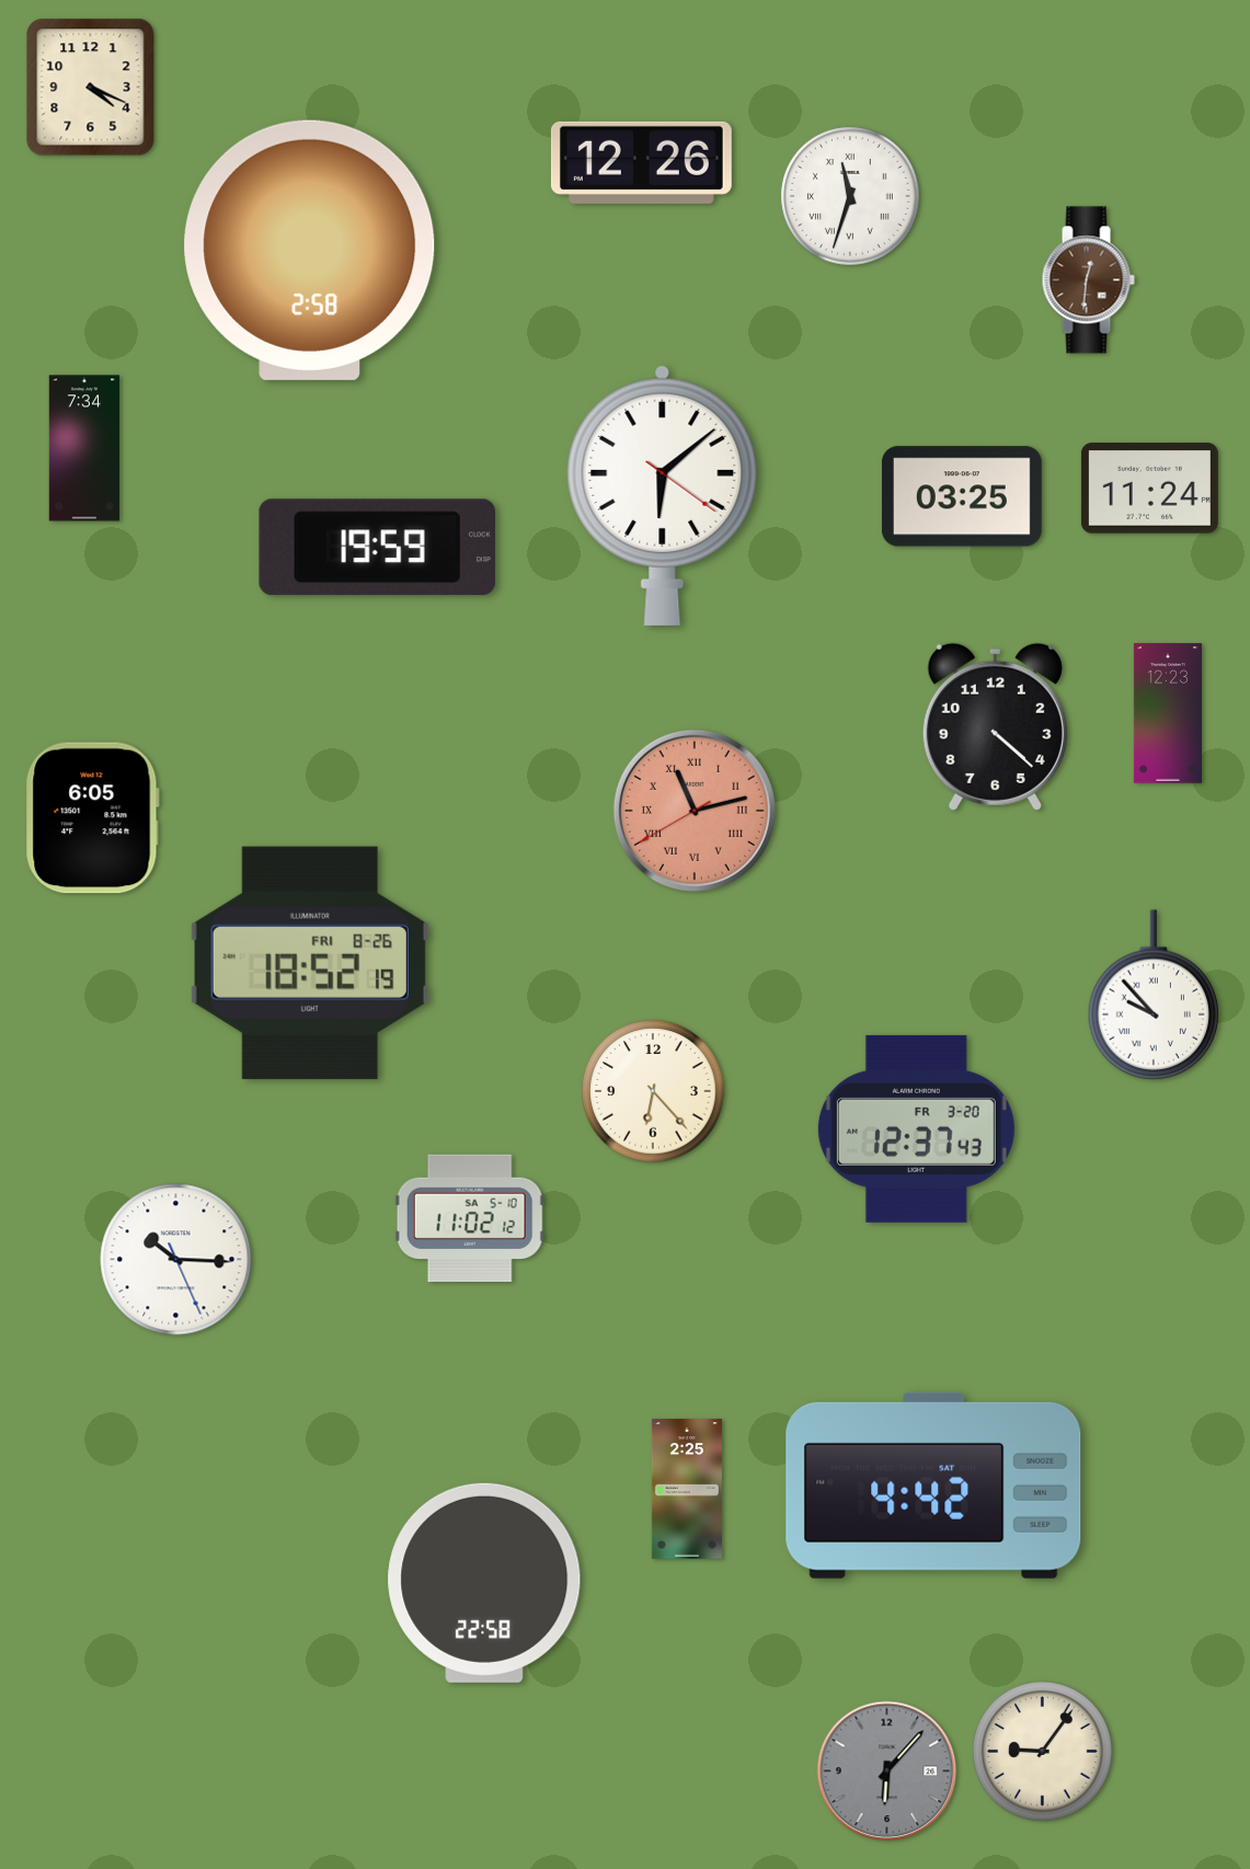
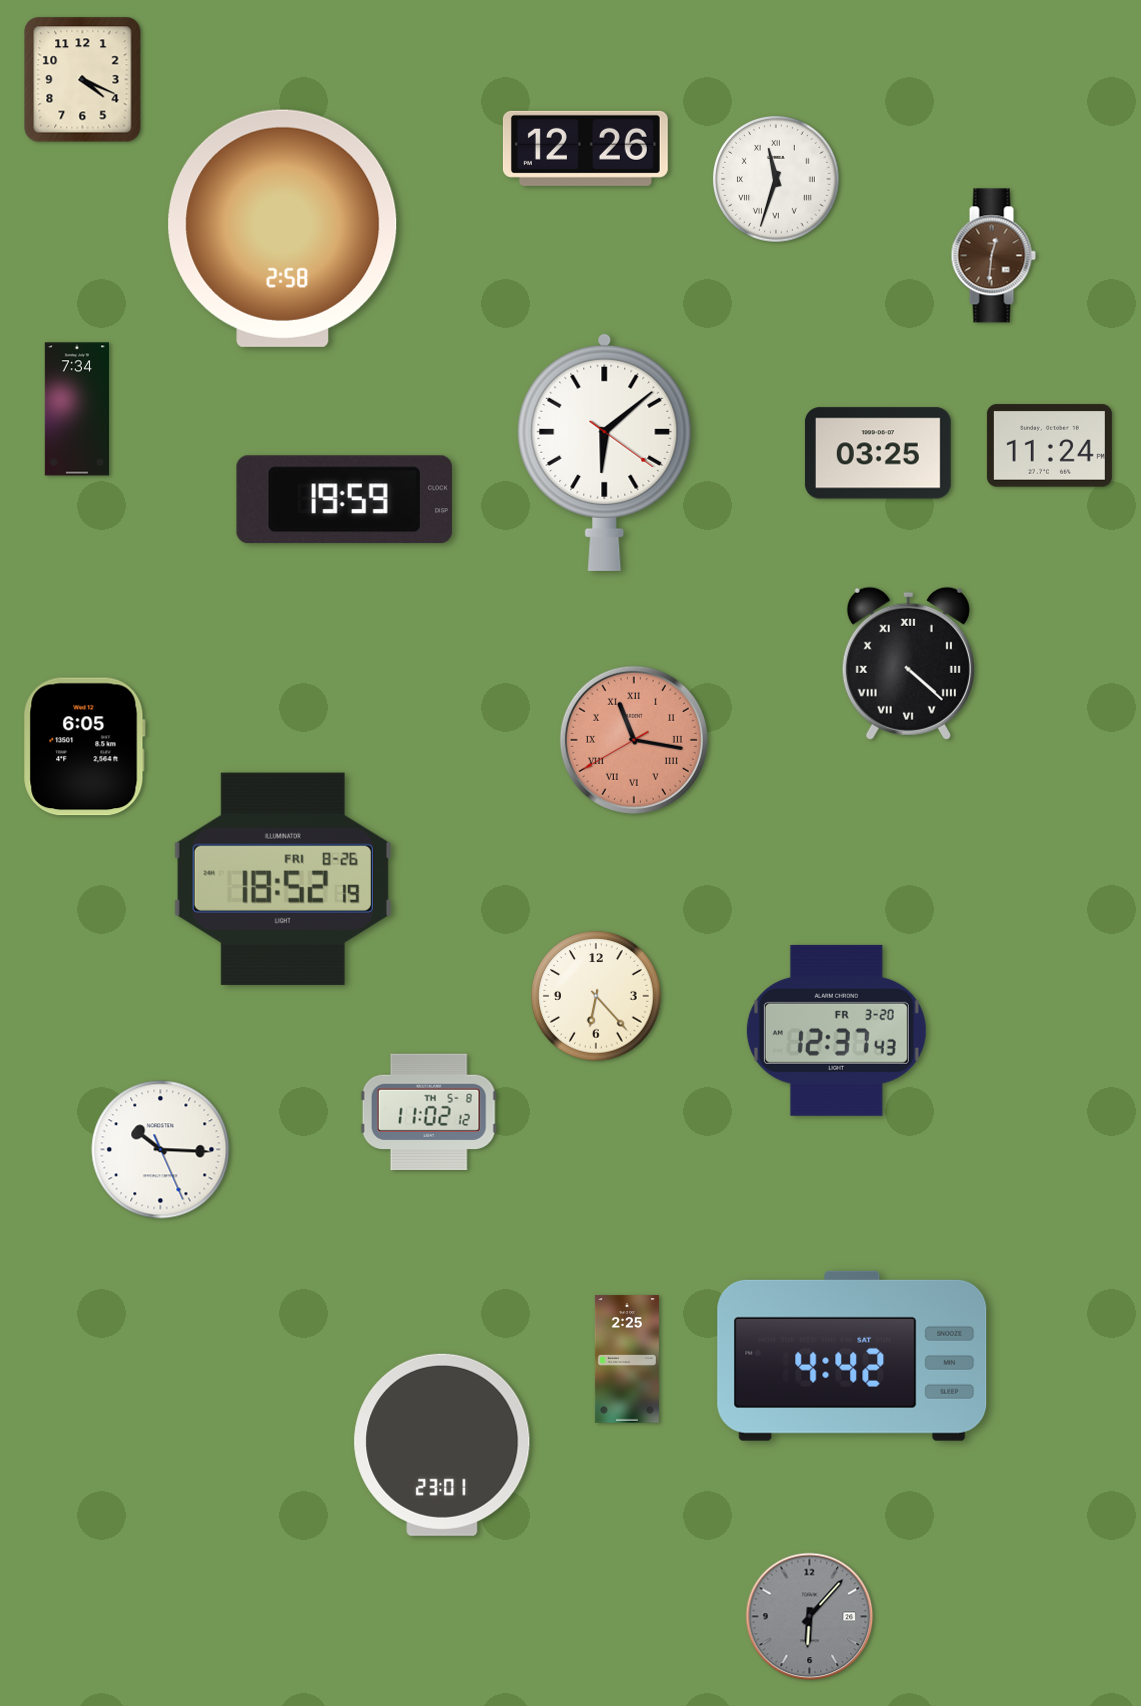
clock at (1168, 713): 12:23 -> none
clock at (995, 726) numerals: Arabic -> Roman
clock at (695, 811): 11:12 -> 11:16
clock at (1152, 995): 9:53 -> none
clock at (470, 1217) date: SA 5-10 -> TH 5-8
clock at (484, 1583): 22:58 -> 23:01
clock at (1043, 1752): 9:06 -> none
